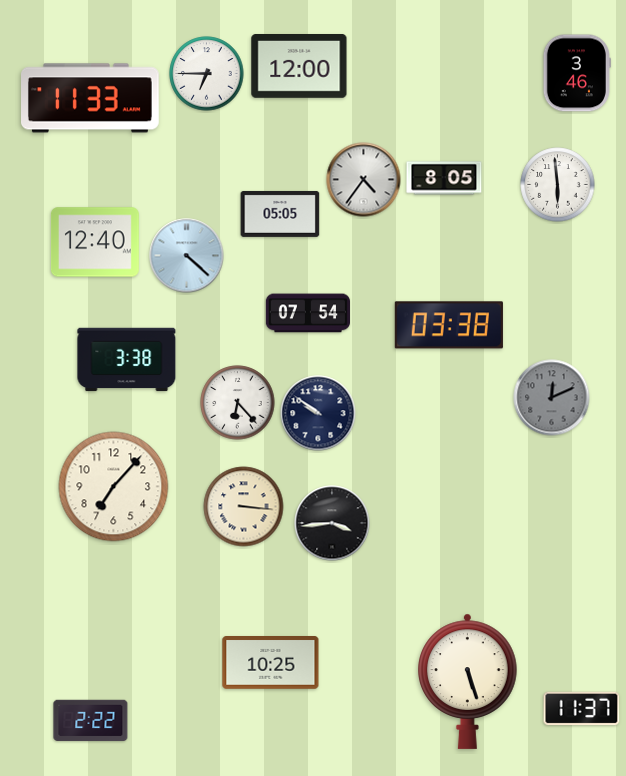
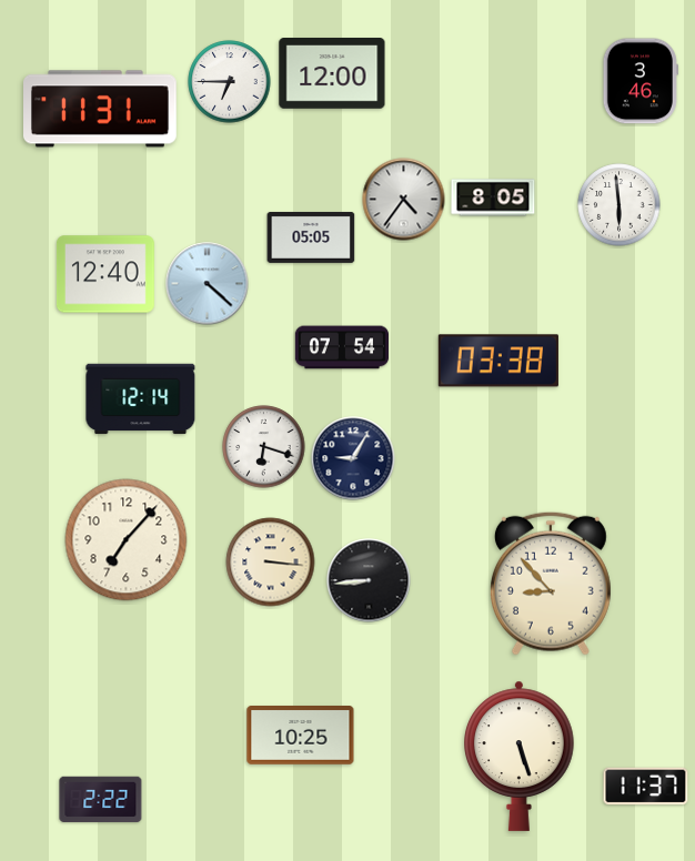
clock at (91, 98): 11:33 -> 11:31
clock at (95, 242) position: (95, 242) -> (105, 274)
clock at (127, 360): 3:38 -> 12:14
clock at (552, 398): 12:11 -> none
clock at (238, 403): 6:23 -> 6:18
clock at (318, 413): 9:51 -> 9:05
clock at (332, 523): 3:44 -> 8:44
clock at (551, 584): none -> 8:53
